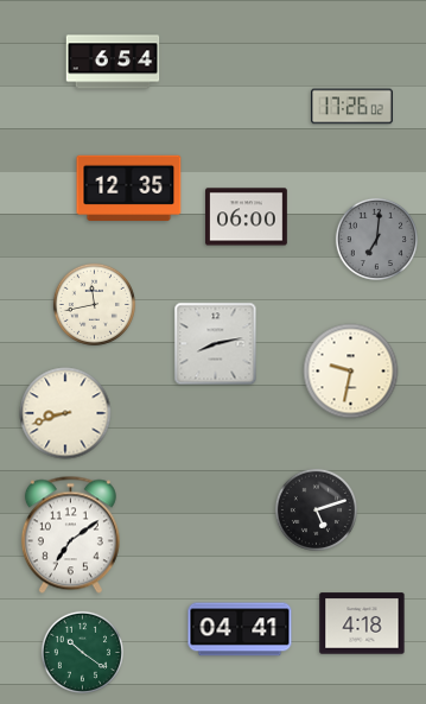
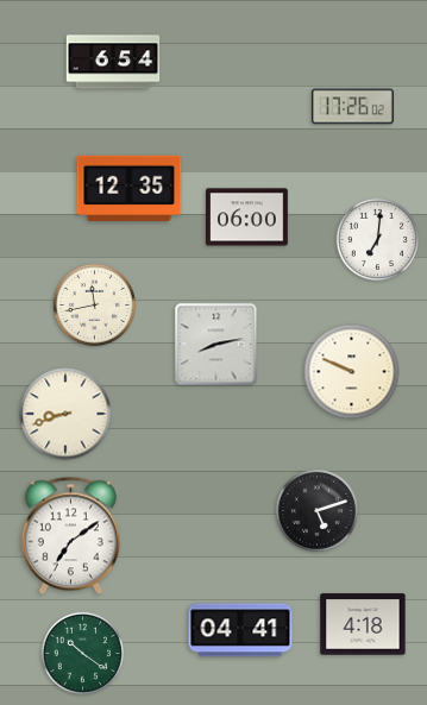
clock at (376, 239) dial: grey -> white
clock at (351, 372): 9:32 -> 9:49
